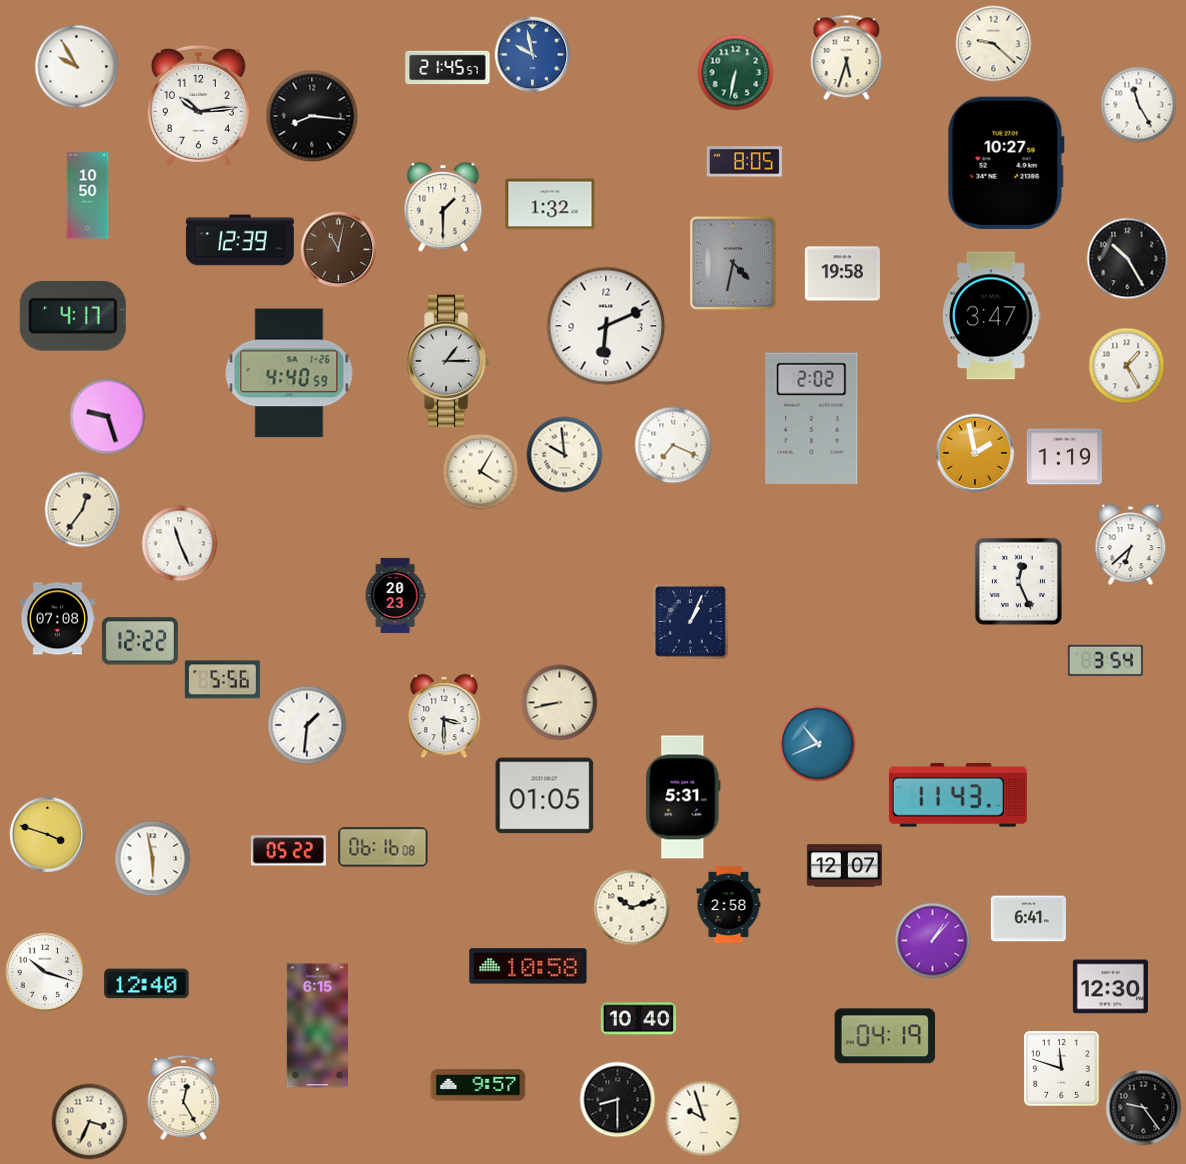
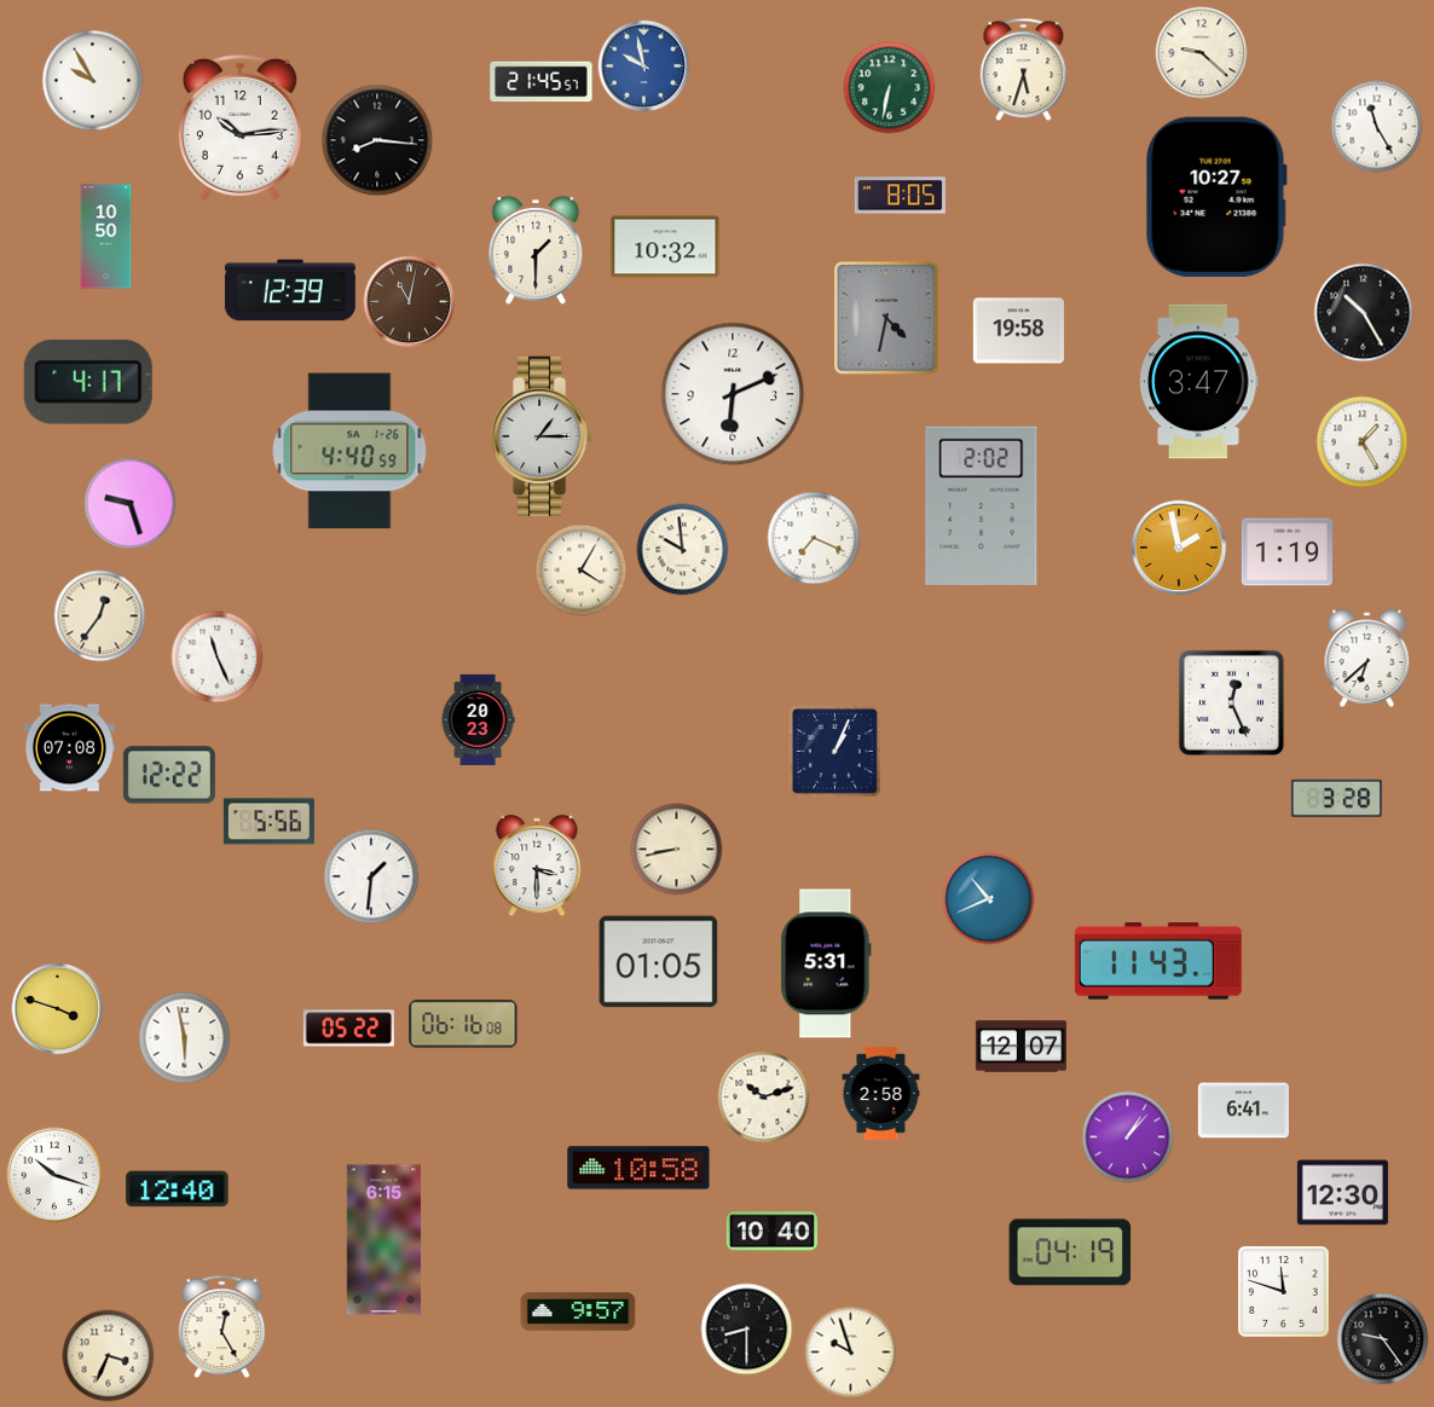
clock at (550, 204): 1:32 -> 10:32
clock at (1105, 660): 3:54 -> 3:28
